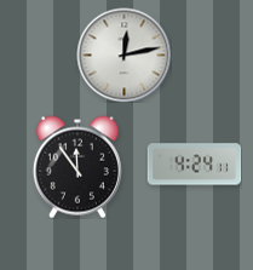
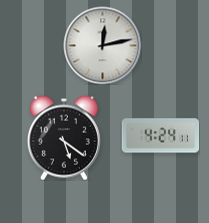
clock at (77, 167): 11:54 -> 5:21
